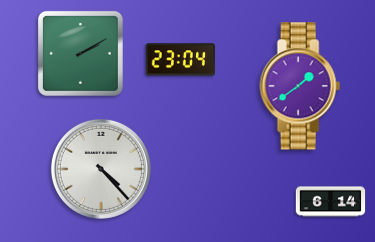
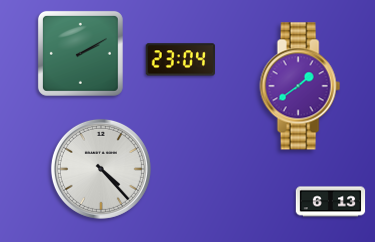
clock at (331, 202): 6:14 -> 6:13
